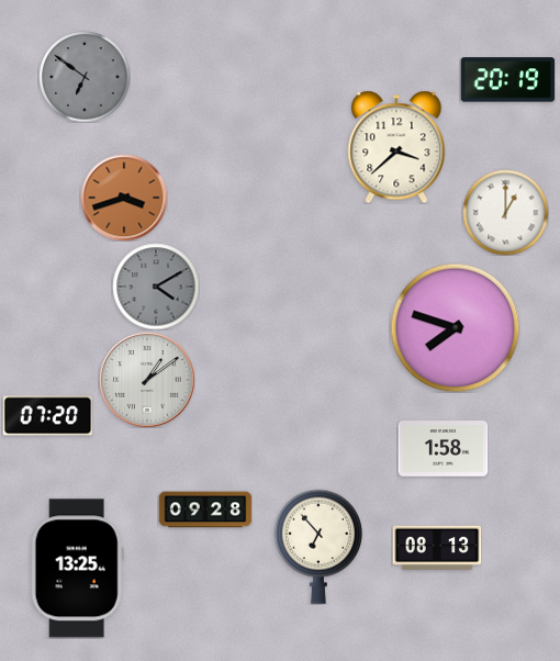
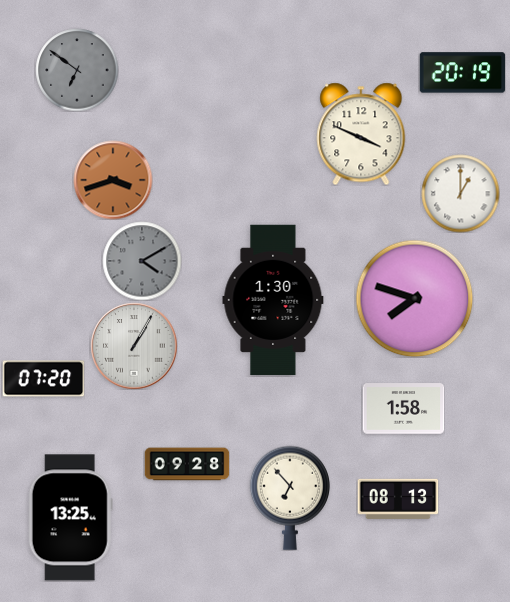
clock at (396, 147): 3:38 -> 3:49
clock at (273, 300): none -> 1:30
clock at (147, 380): 1:09 -> 1:05
